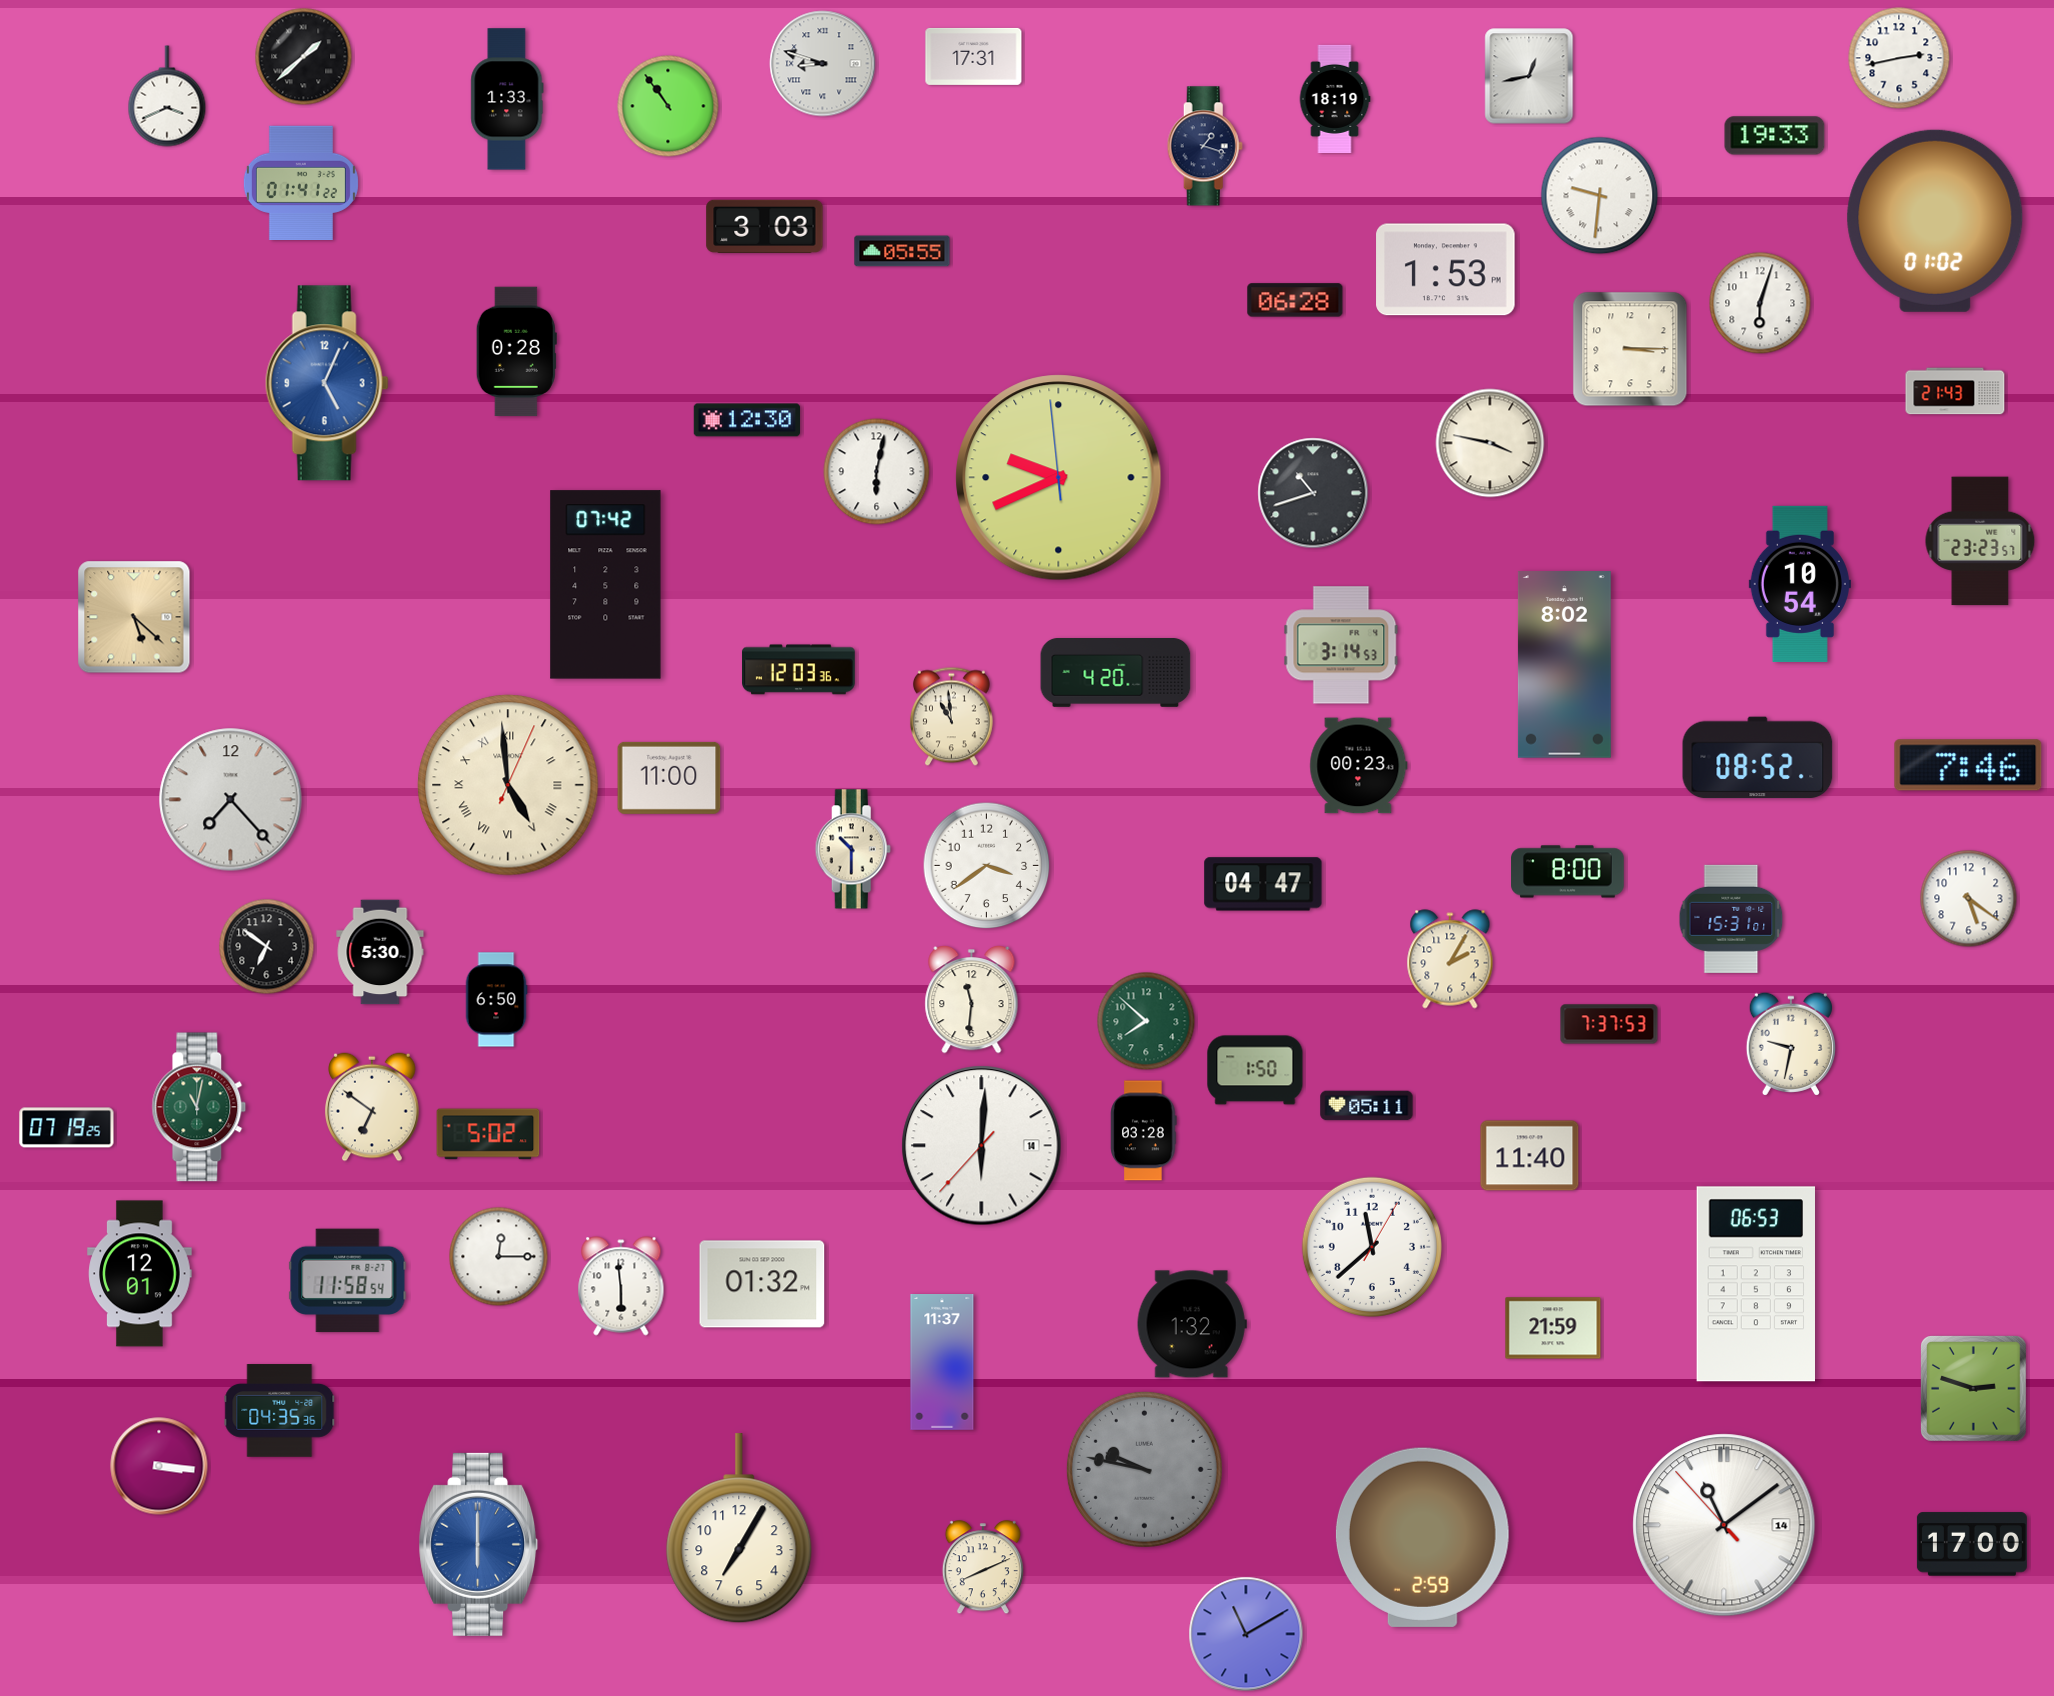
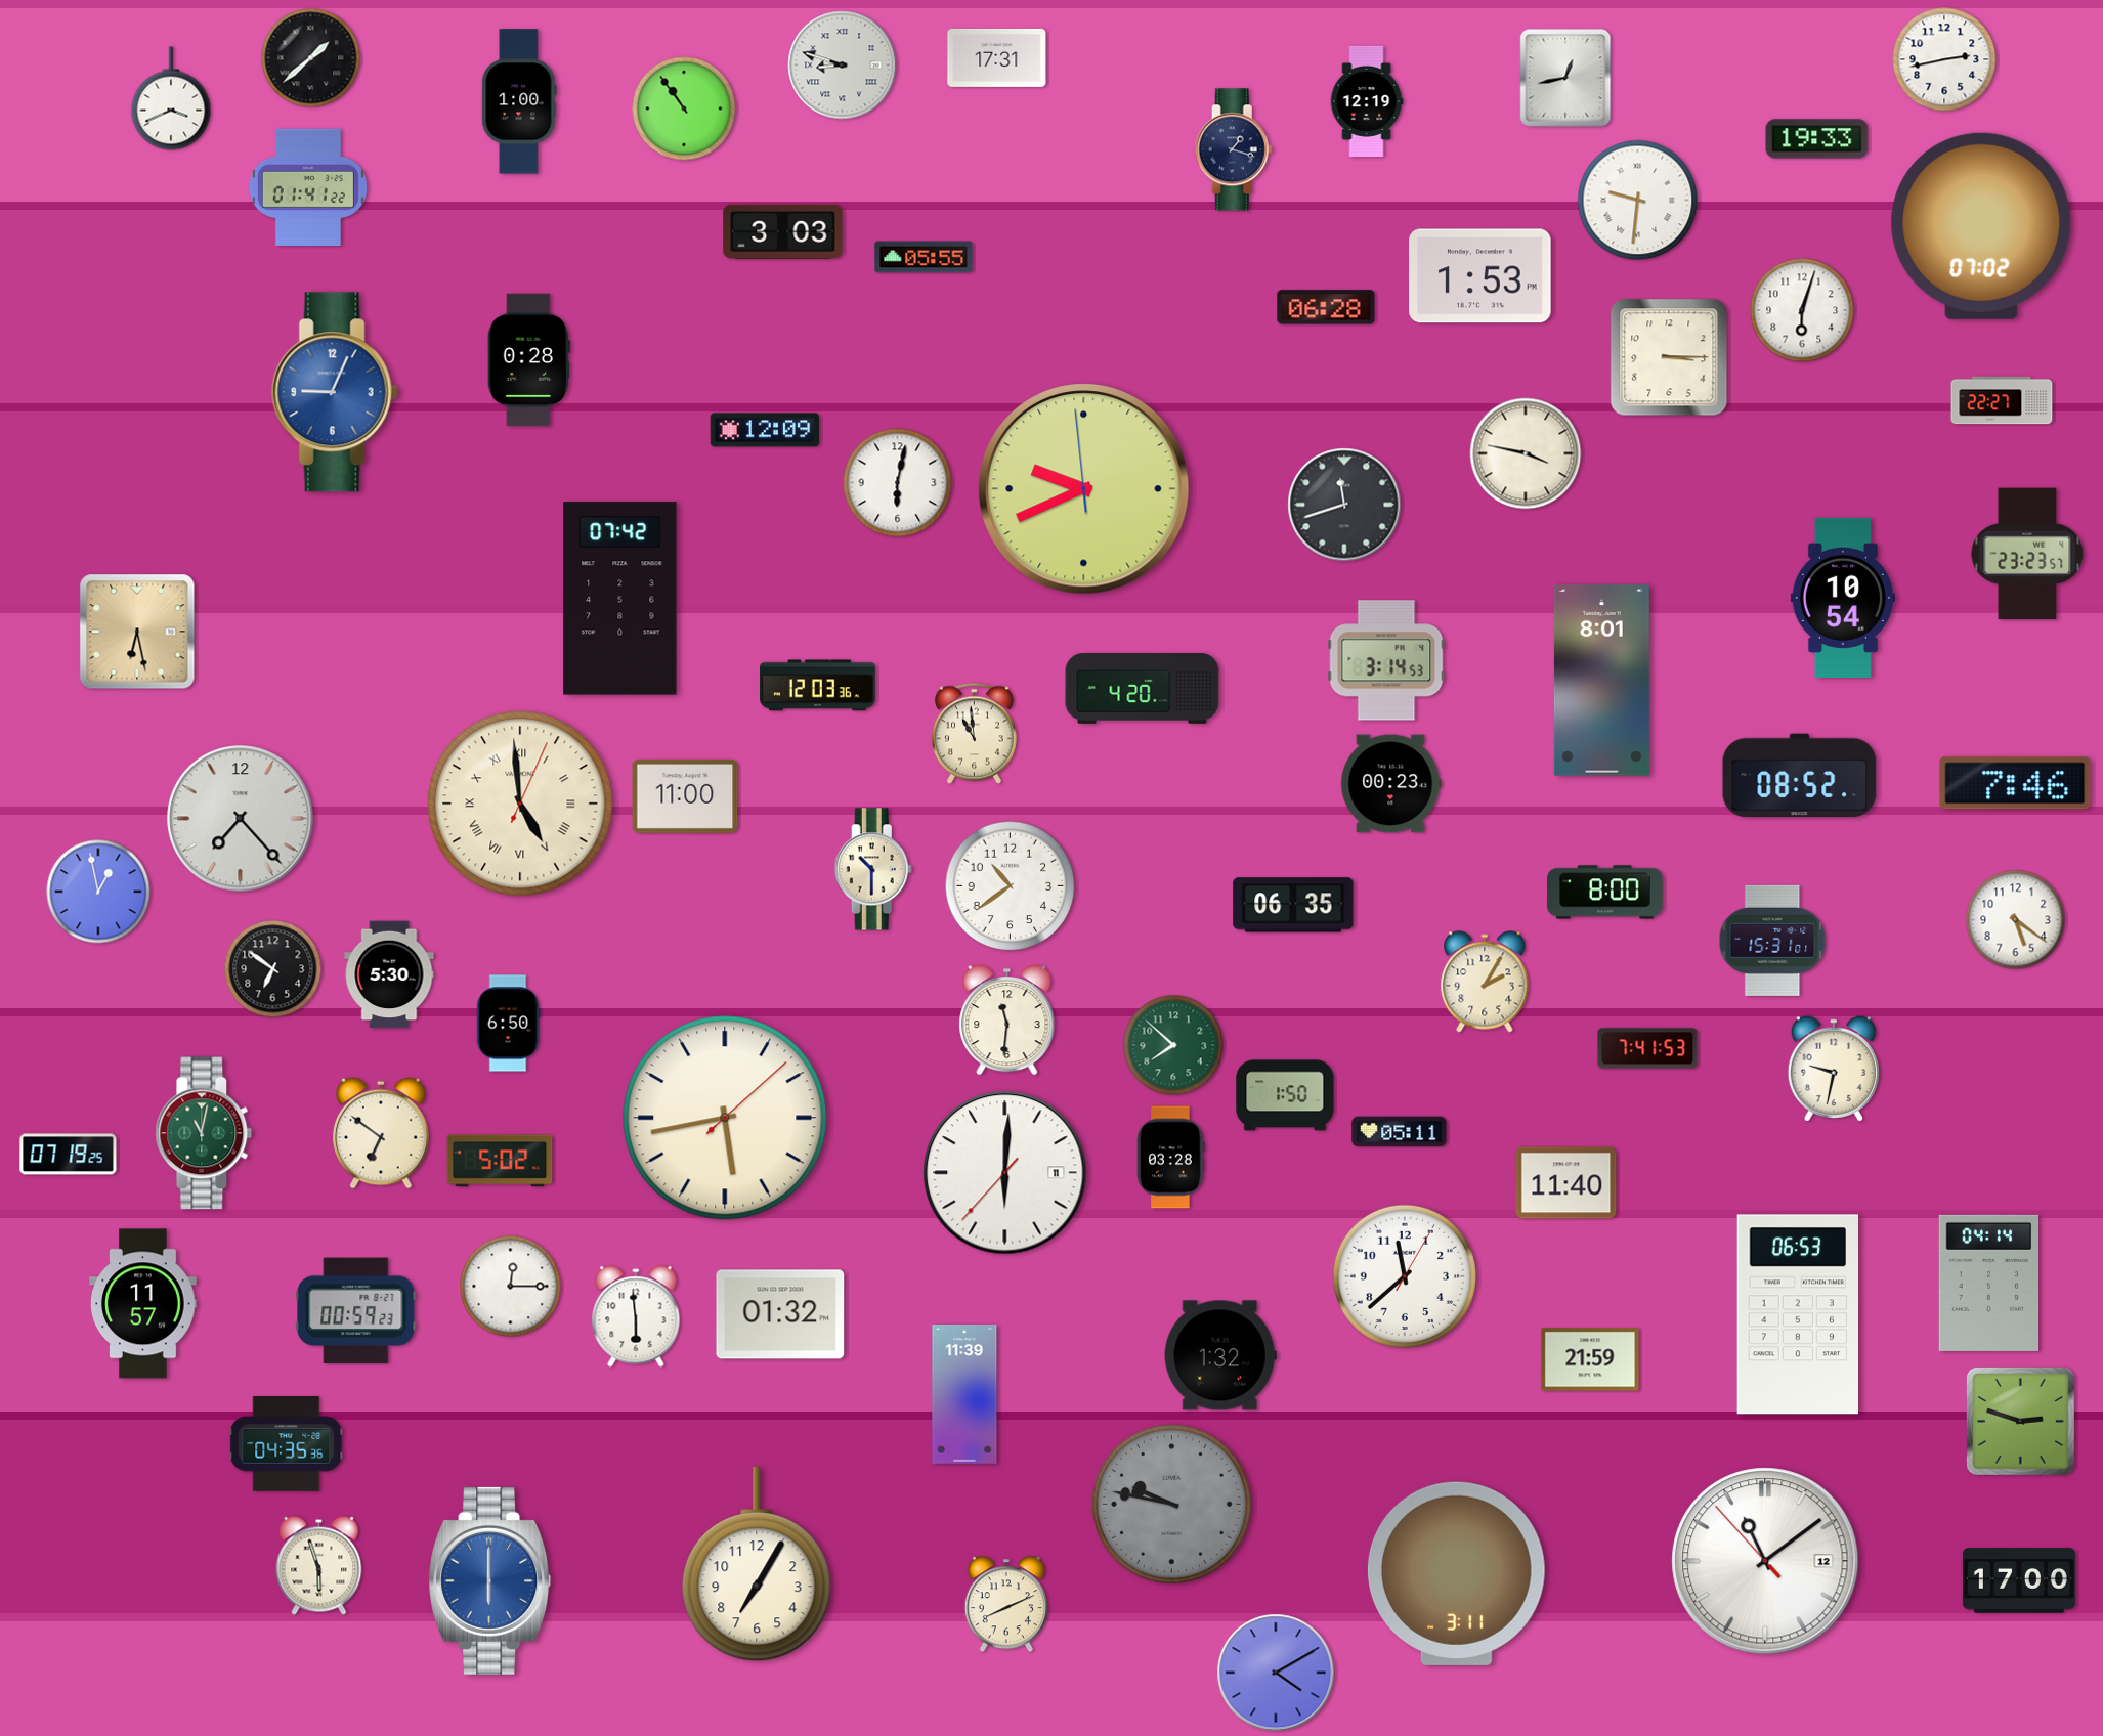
clock at (507, 99): 1:33 -> 1:00
clock at (1335, 99): 18:19 -> 12:19
clock at (1935, 221): 01:02 -> 07:02
clock at (327, 383): 5:04 -> 9:04
clock at (1955, 391): 21:43 -> 22:27
clock at (746, 420): 12:30 -> 12:09
clock at (1313, 493): 10:42 -> 11:42
clock at (134, 617): 5:22 -> 6:28
clock at (1341, 645) position: (1341, 645) -> (1386, 660)
clock at (1564, 665): 8:02 -> 8:01
clock at (231, 800) position: (231, 800) -> (241, 819)
clock at (987, 866): 3:39 -> 10:39
clock at (98, 892): none -> 12:58
clock at (1263, 884): 04:47 -> 06:35
clock at (972, 1000) position: (972, 1000) -> (1007, 1021)
clock at (1609, 1024): 7:37 -> 7:41
clock at (725, 1118): none -> 5:43
clock at (982, 1146) date: 14 -> 11
clock at (1988, 1283): none -> 04:14
clock at (140, 1274): 12:01 -> 11:57
clock at (348, 1281): 11:58 -> 00:59
clock at (942, 1363): 11:37 -> 11:39
clock at (159, 1466): 3:16 -> none
clock at (1724, 1525) date: 14 -> 12
clock at (319, 1565): none -> 5:57
clock at (1422, 1537): 2:59 -> 3:11
clock at (1246, 1634): 11:10 -> 4:10
